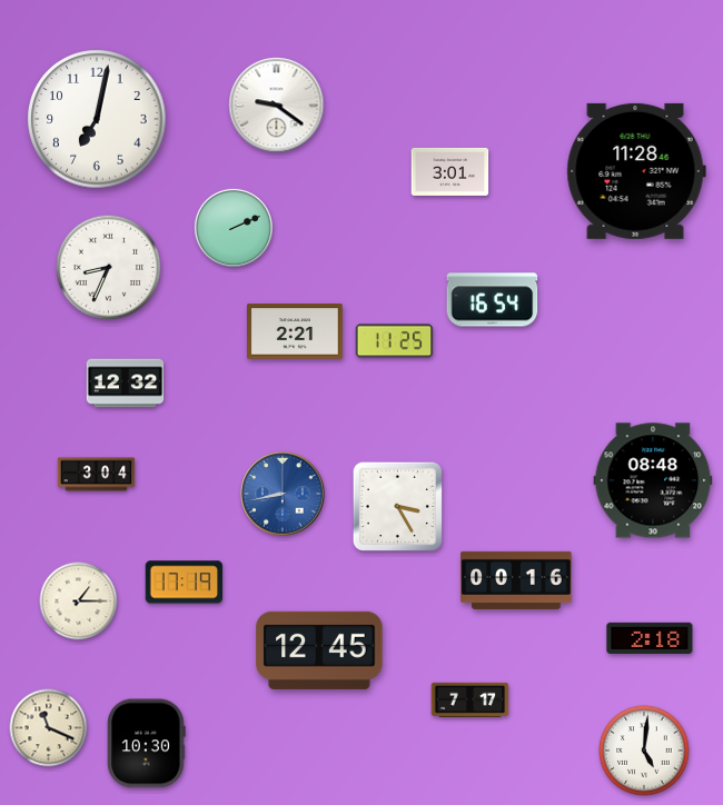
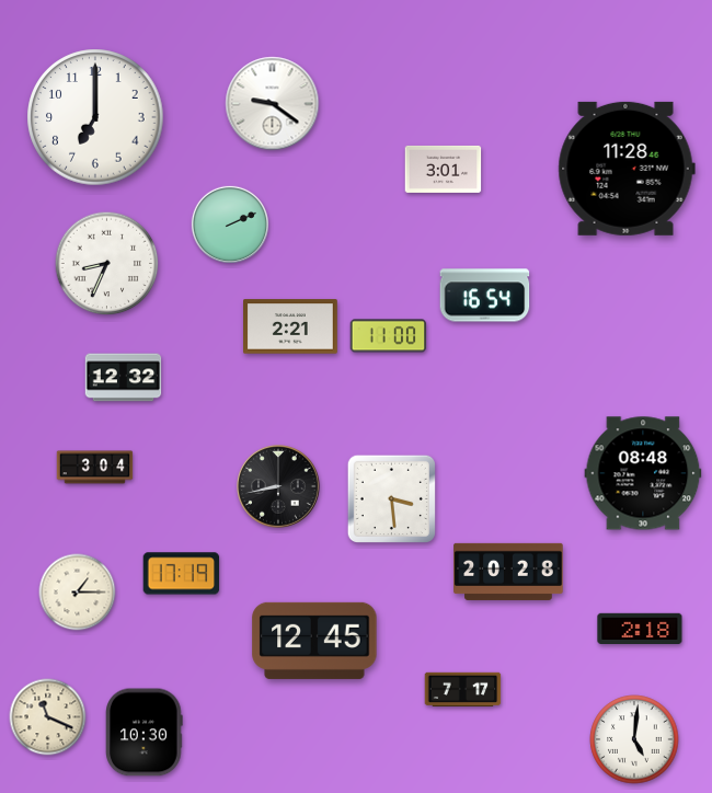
clock at (97, 119): 7:02 -> 7:00
clock at (395, 341): 11:25 -> 11:00
clock at (283, 494) dial: blue -> black
clock at (397, 506): 3:25 -> 3:29
clock at (516, 580): 00:16 -> 20:28
